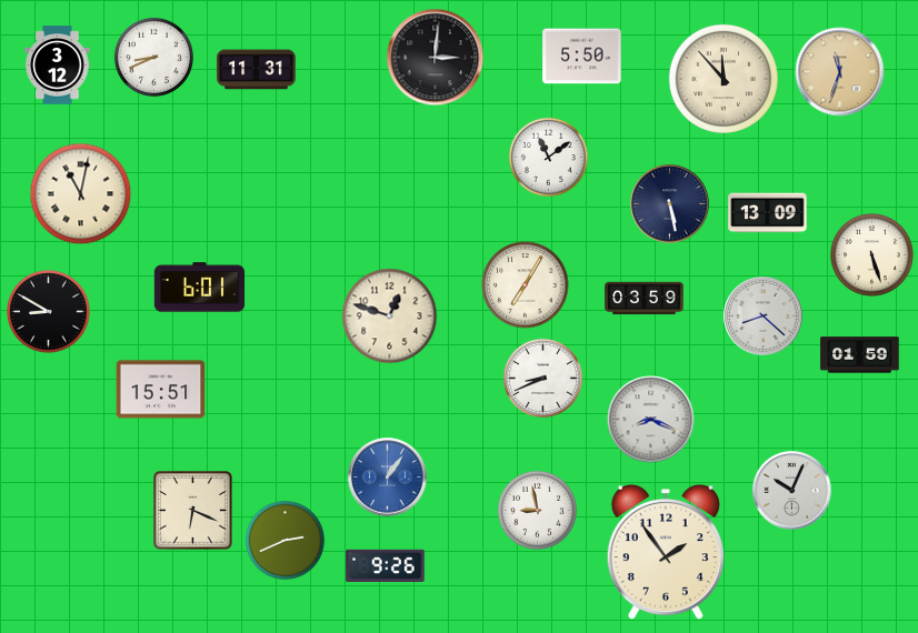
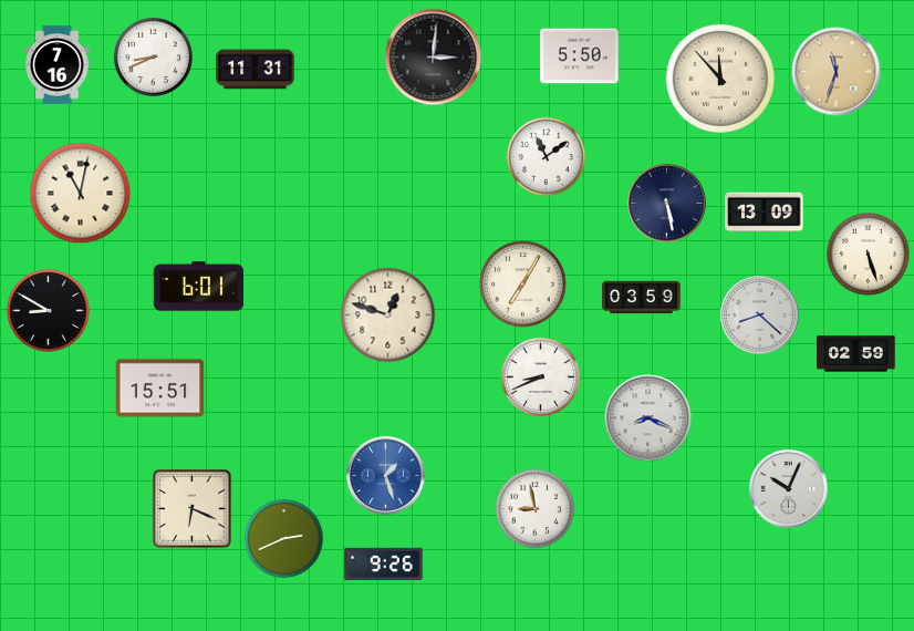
clock at (58, 66): 3:12 -> 7:16
clock at (860, 355): 01:59 -> 02:59
clock at (388, 478): 1:06 -> 1:27
clock at (666, 552): 1:54 -> none
